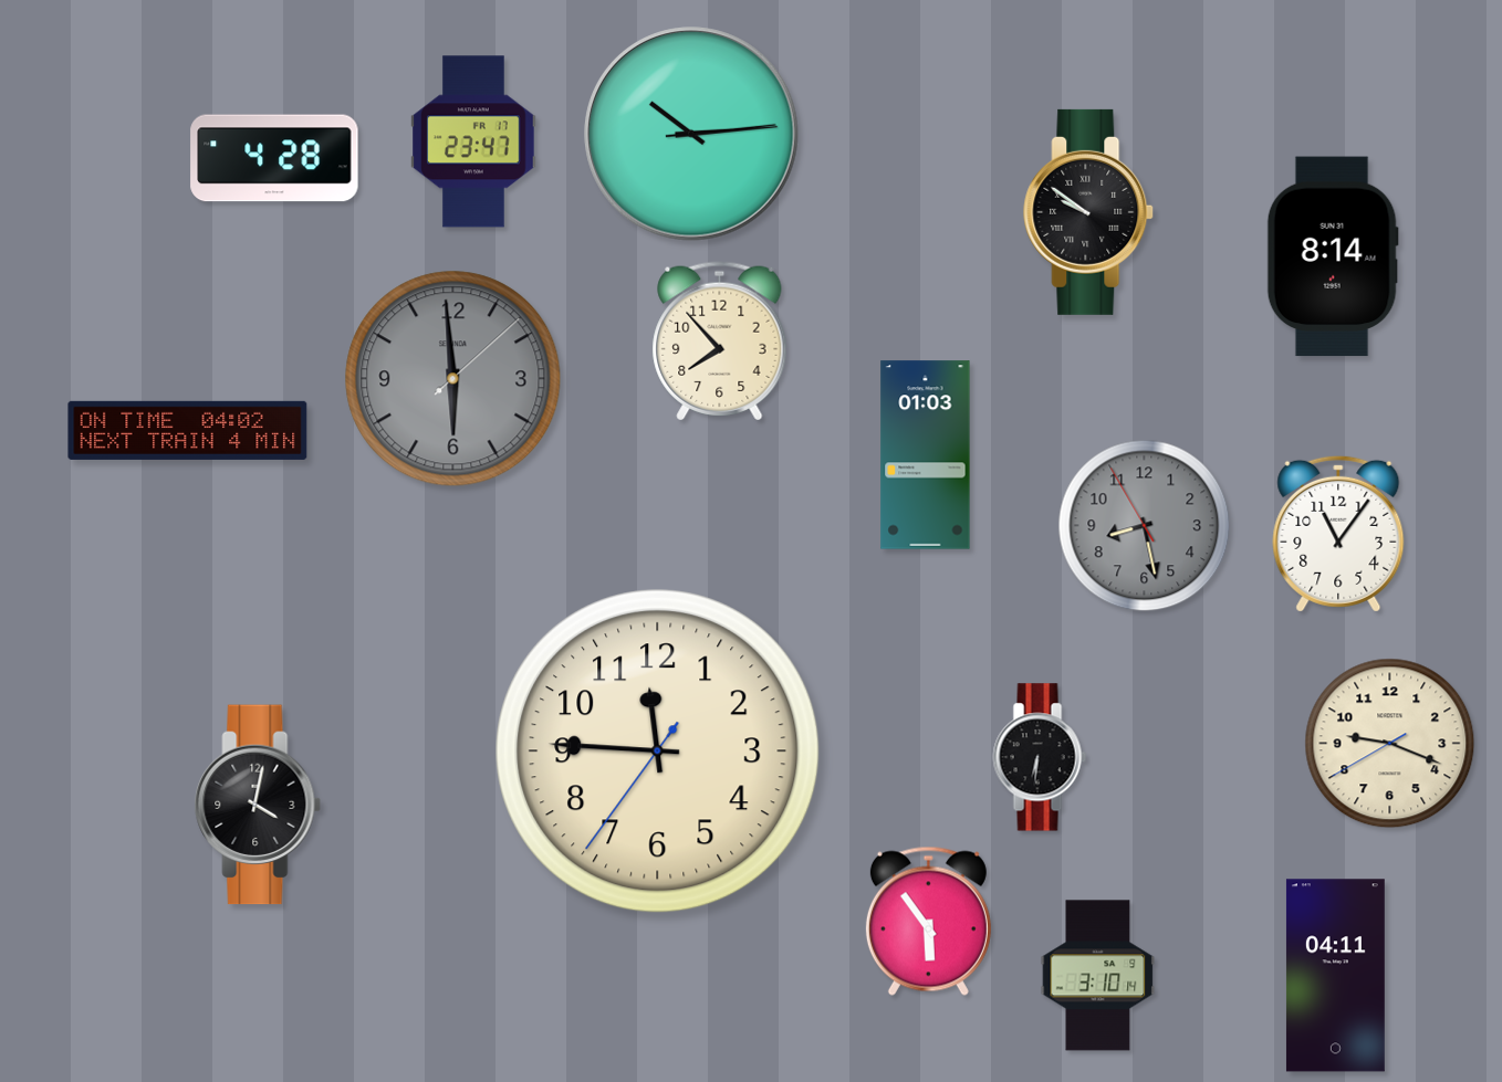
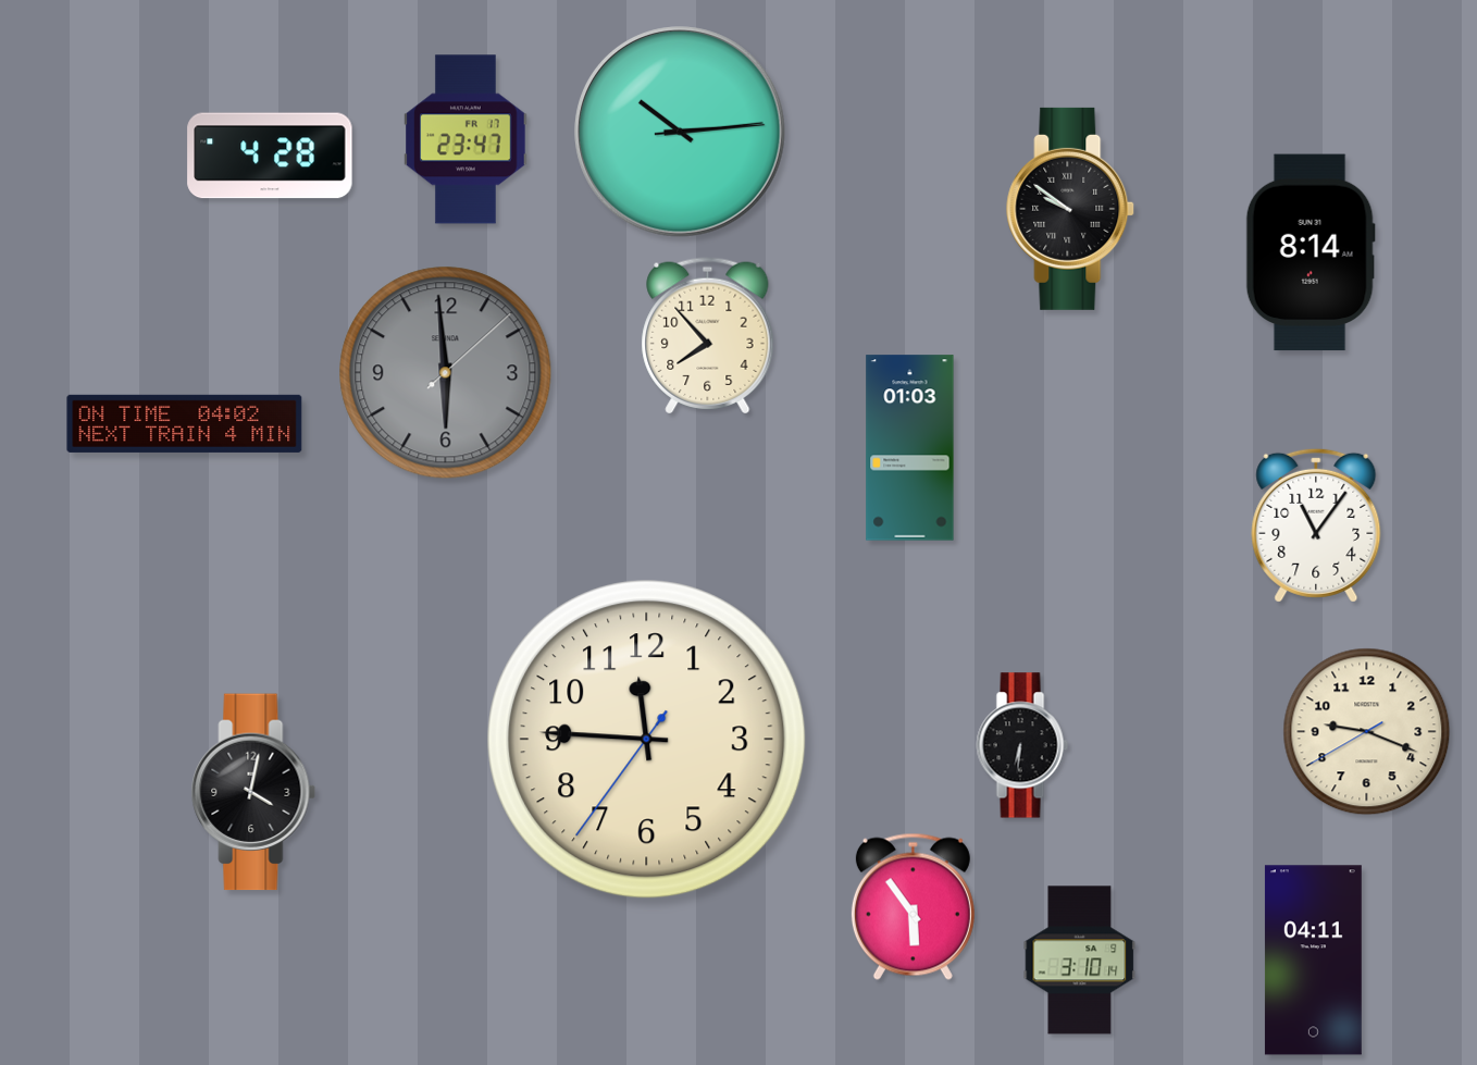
clock at (1145, 526): 8:27 -> none
